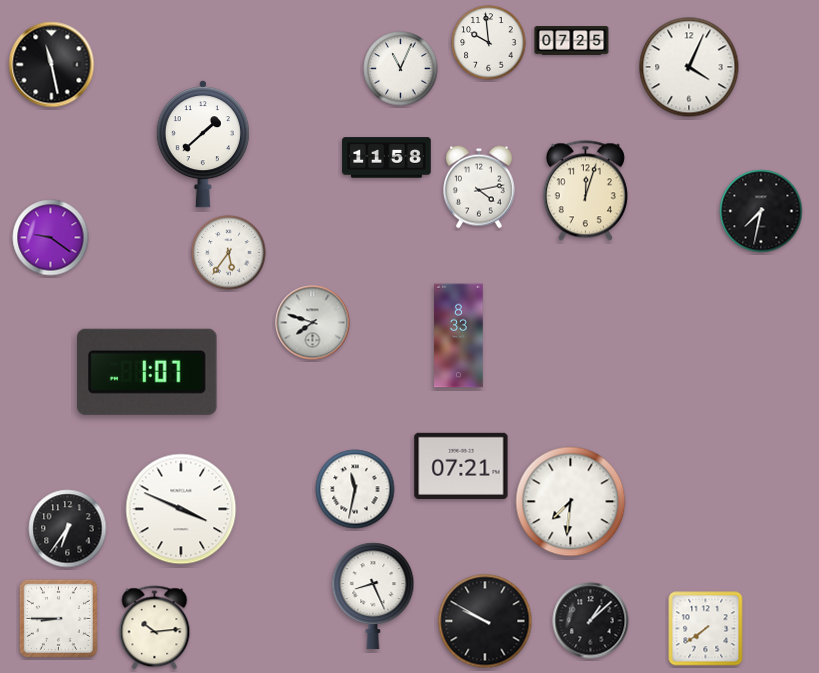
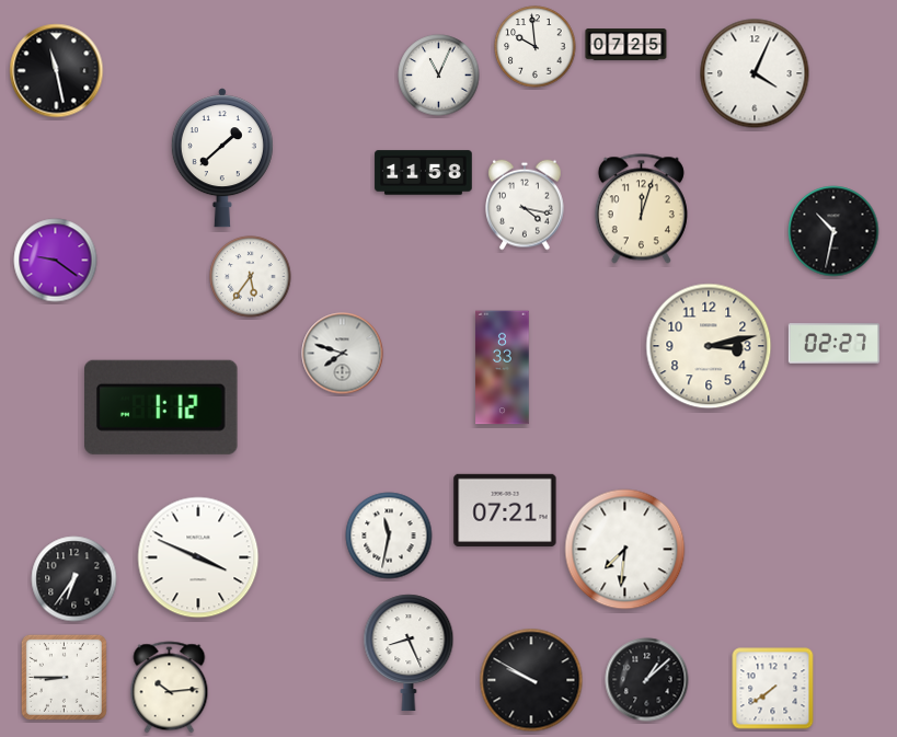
clock at (480, 187): 4:13 -> 4:17
clock at (761, 211): 7:32 -> 10:32
clock at (833, 344): none -> 02:27
clock at (709, 346): none -> 3:13
clock at (148, 372): 1:07 -> 1:12
